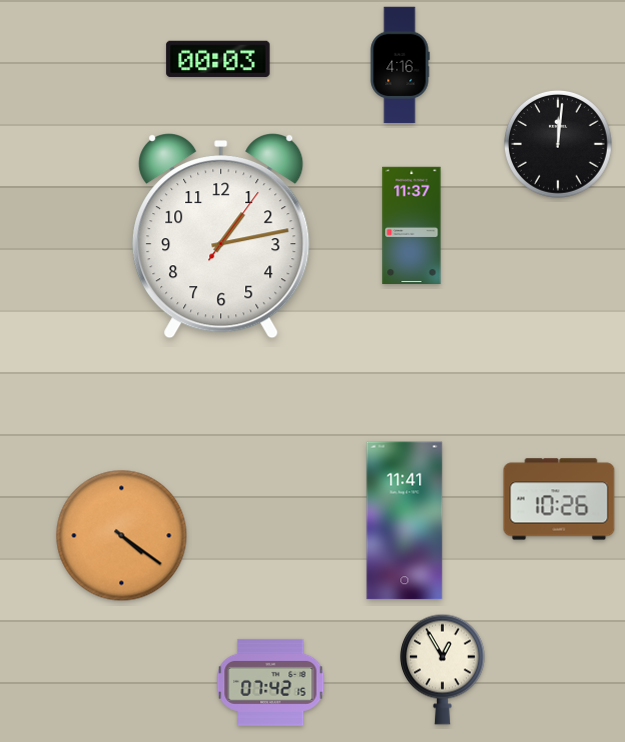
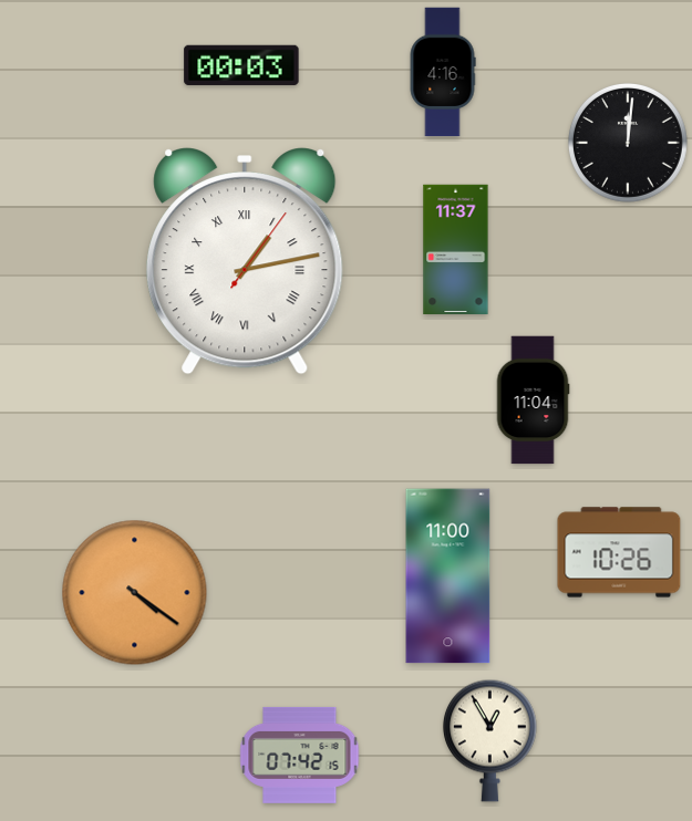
clock at (558, 144) position: (558, 144) -> (628, 143)
clock at (221, 237) numerals: Arabic -> Roman
clock at (533, 401): none -> 11:04
clock at (405, 521): 11:41 -> 11:00
